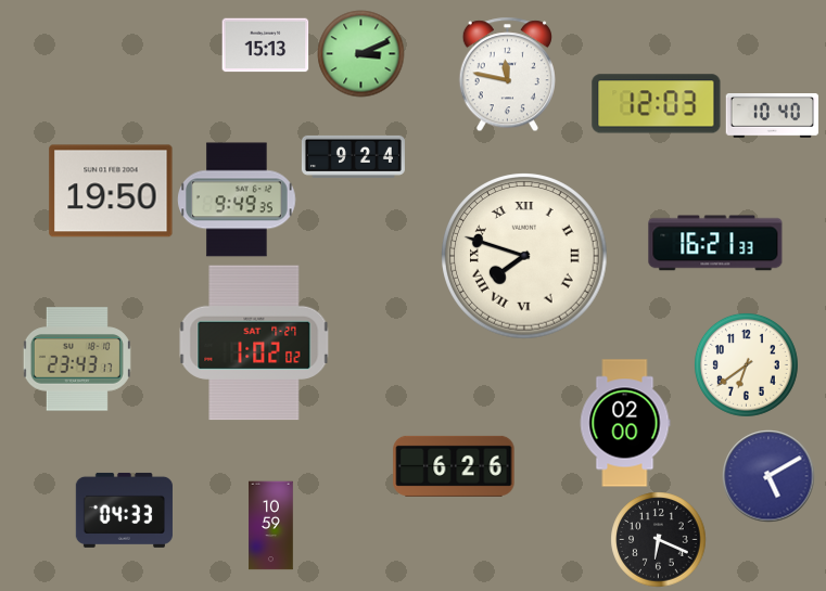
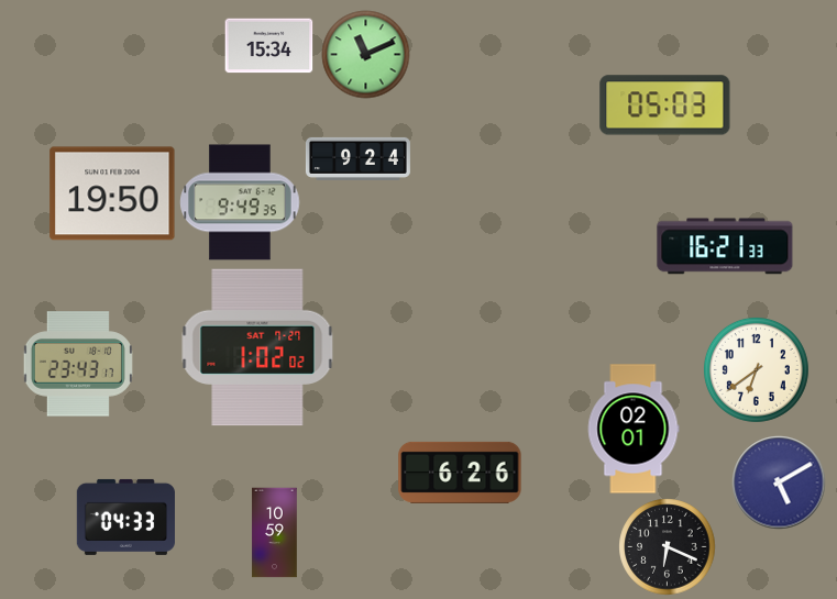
clock at (265, 46): 15:13 -> 15:34
clock at (360, 53): 3:11 -> 11:11
clock at (507, 74): 11:47 -> none
clock at (657, 104): 12:03 -> 05:03
clock at (772, 116): 10:40 -> none
clock at (524, 256): 7:48 -> none
clock at (625, 423): 02:00 -> 02:01
